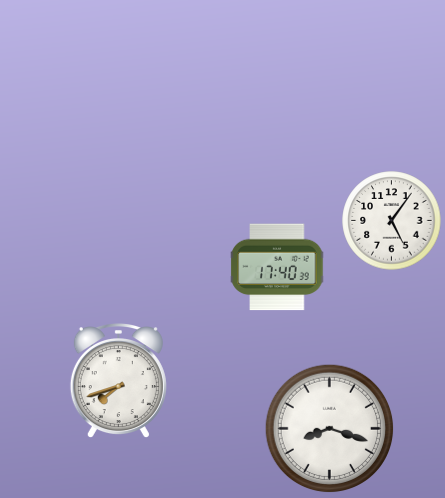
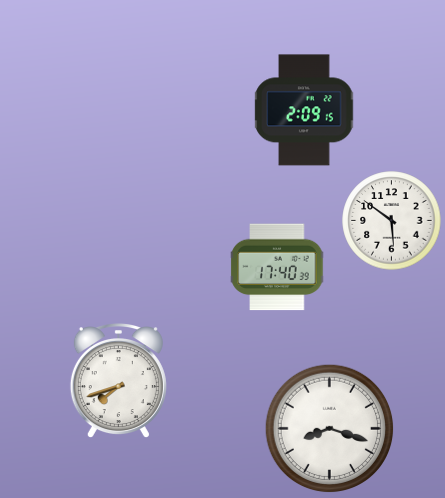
clock at (304, 110): none -> 2:09
clock at (392, 221): 5:06 -> 5:51
